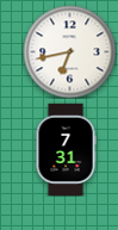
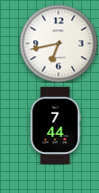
clock at (66, 149): 7:31 -> 7:44
